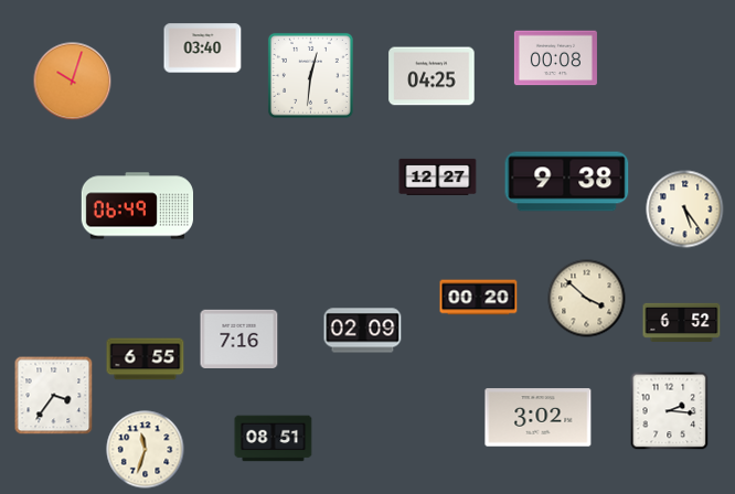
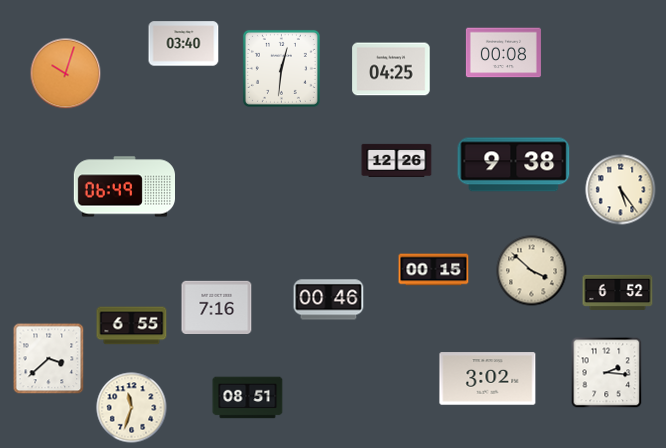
clock at (438, 176): 12:27 -> 12:26
clock at (479, 298): 00:20 -> 00:15
clock at (363, 331): 02:09 -> 00:46
clock at (54, 396): 3:36 -> 3:38
